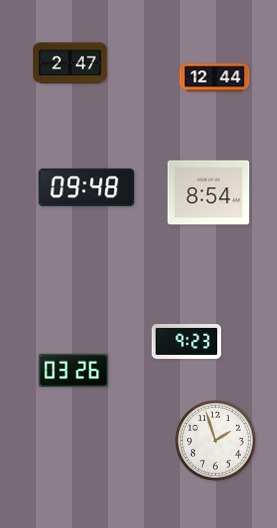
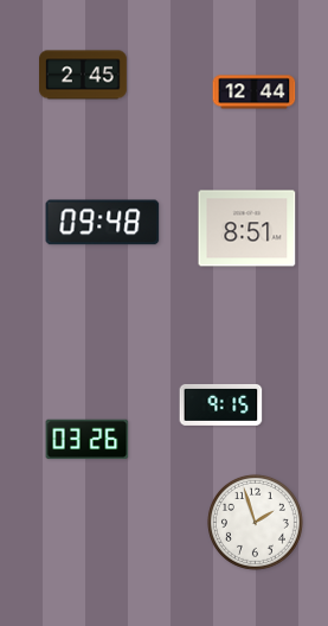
clock at (71, 63): 2:47 -> 2:45
clock at (209, 193): 8:54 -> 8:51
clock at (187, 341): 9:23 -> 9:15
